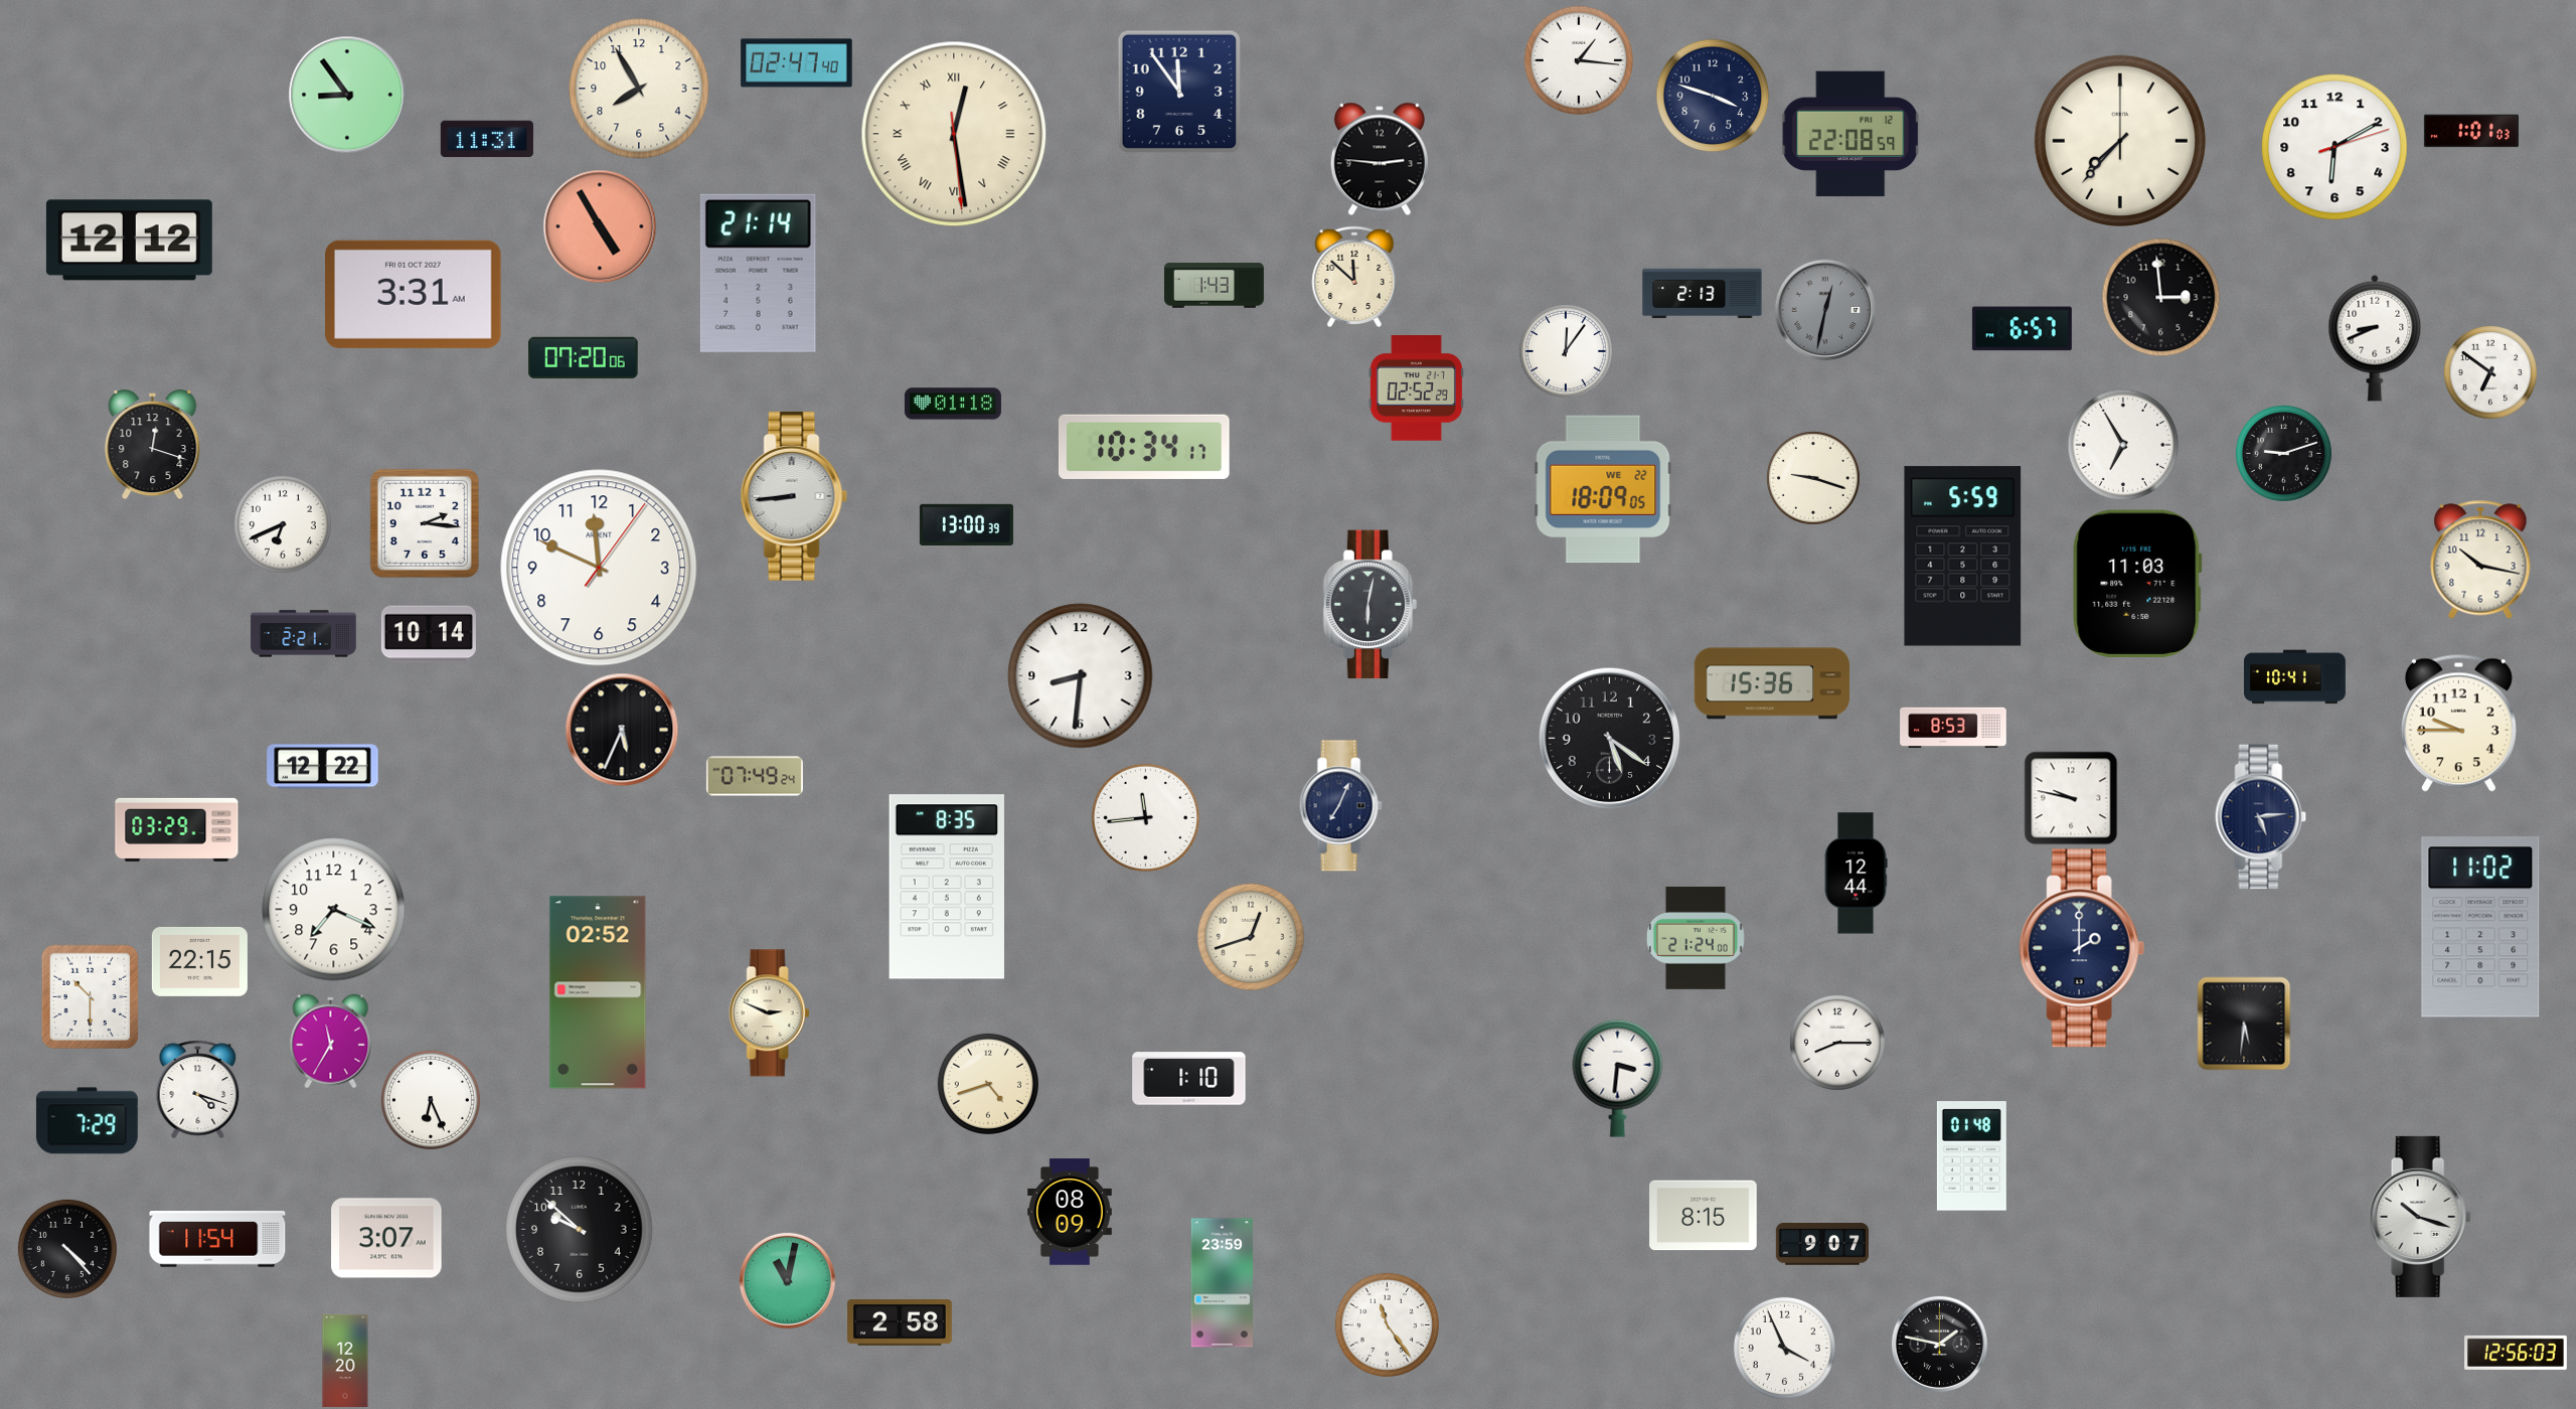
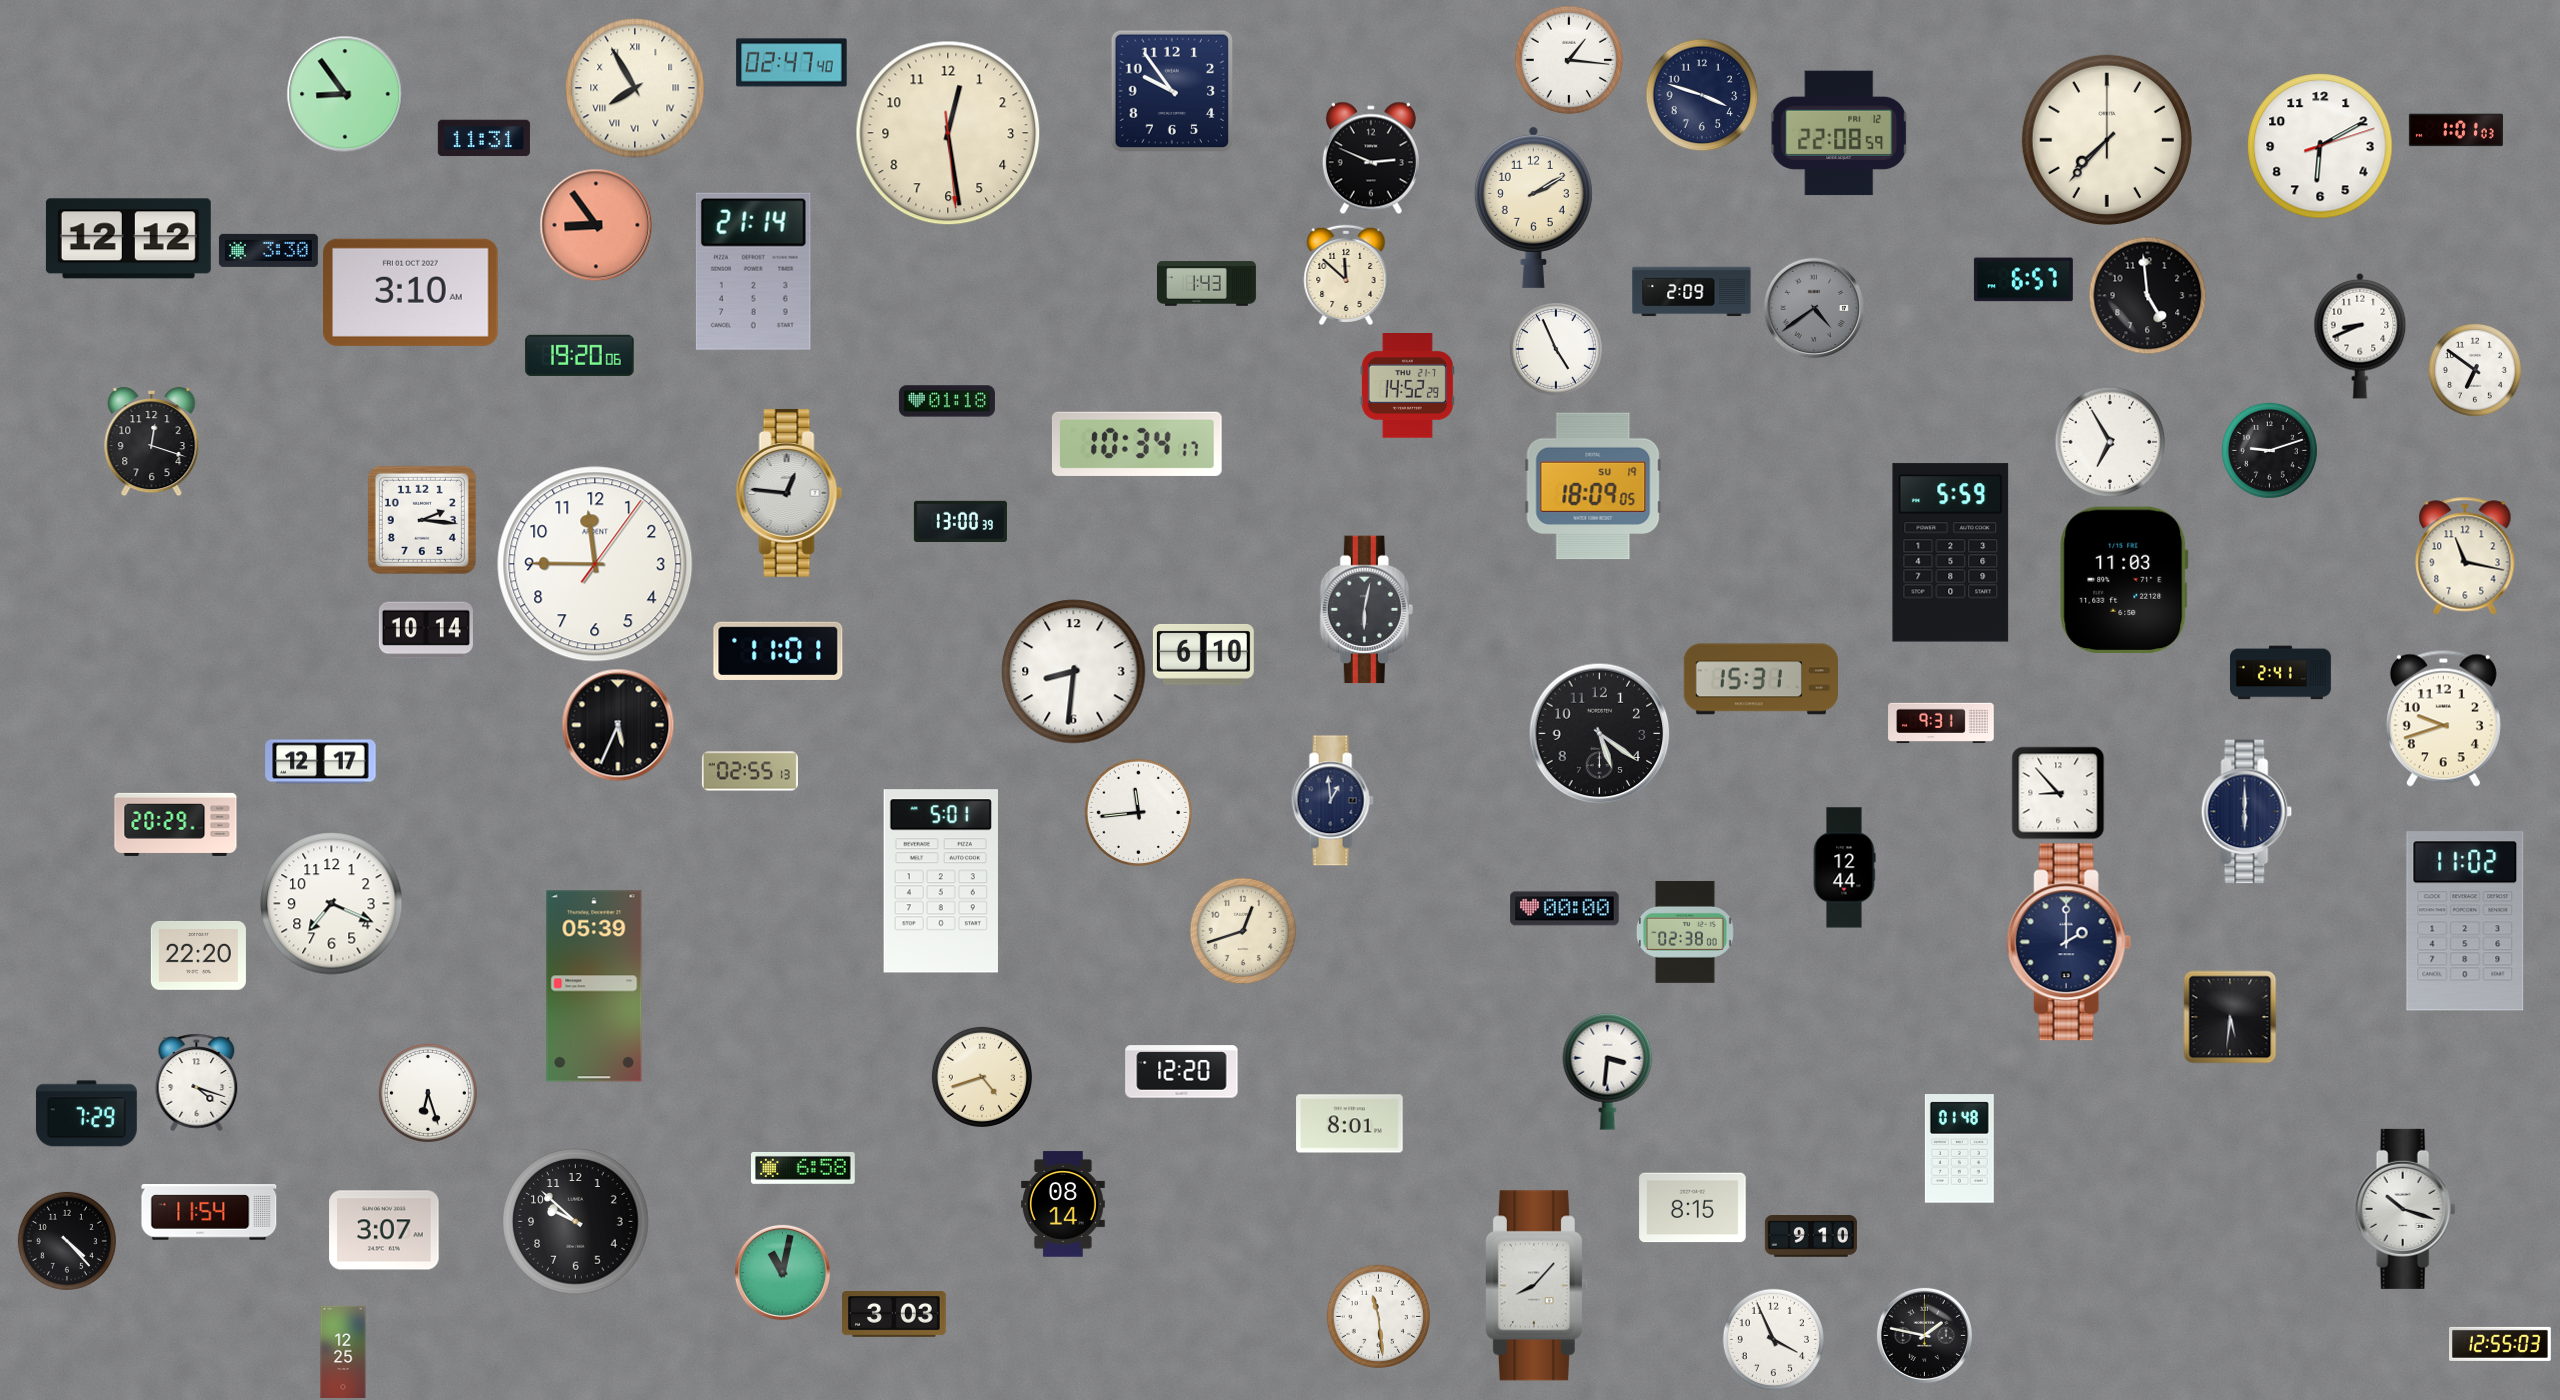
clock at (639, 89) numerals: Arabic -> Roman
clock at (1178, 92): 11:54 -> 9:54
clock at (954, 134) numerals: Roman -> Arabic
clock at (1380, 159): 2:46 -> 2:49
clock at (1533, 207): none -> 2:10
clock at (600, 226): 4:55 -> 8:54
clock at (268, 250): none -> 3:30
clock at (414, 294): 3:31 -> 3:10
clock at (1703, 294): 2:13 -> 2:09
clock at (2160, 297): 2:59 -> 4:59
clock at (1825, 310): 12:32 -> 4:39
clock at (2022, 329) position: (2022, 329) -> (2023, 280)
clock at (1566, 351): 12:06 -> 4:56
clock at (584, 357): 07:20 -> 19:20
clock at (1416, 388): 02:52 -> 14:52
clock at (1813, 478): 9:18 -> none
clock at (1603, 489) date: WE 22 -> SU 19
clock at (794, 496): 8:44 -> 12:46
clock at (283, 524): 6:41 -> none
clock at (2480, 560): 10:17 -> 11:17
clock at (599, 568): 11:49 -> 11:45
clock at (1370, 605) position: (1370, 605) -> (1366, 610)
clock at (304, 634): 2:21 -> none
clock at (778, 651): none -> 11:01
clock at (1203, 654): none -> 6:10
clock at (2294, 677): 10:41 -> 2:41
clock at (1772, 683): 15:36 -> 15:31
clock at (2458, 723): 9:45 -> 9:42
clock at (1953, 728): 8:53 -> 9:31
clock at (323, 767): 12:22 -> 12:17
clock at (755, 776): 07:49 -> 02:55
clock at (2071, 798): 9:47 -> 8:53
clock at (1340, 806): 7:04 -> 12:59
clock at (2261, 817): 5:14 -> 6:00
clock at (177, 829): 03:29 -> 20:29
clock at (947, 887): 8:35 -> 5:01
clock at (1565, 909): none -> 00:00
clock at (1696, 938): 21:24 -> 02:38
clock at (199, 961): 22:15 -> 22:20
clock at (598, 992): 02:52 -> 05:39
clock at (90, 996): 10:30 -> none
clock at (770, 1013): 2:49 -> none
clock at (331, 1041): 11:35 -> none
clock at (1837, 1043): 8:15 -> none
clock at (1189, 1079): 1:10 -> 12:20
clock at (431, 1100): 6:26 -> 6:27
clock at (1350, 1124): none -> 8:01
clock at (804, 1168): none -> 6:58
clock at (1071, 1212): 08:09 -> 08:14
clock at (217, 1239) position: (217, 1239) -> (209, 1212)
clock at (1822, 1244): 9:07 -> 9:10
clock at (1222, 1283): 23:59 -> none
clock at (1536, 1286): none -> 8:07
clock at (900, 1323): 2:58 -> 3:03
clock at (1387, 1324): 11:24 -> 11:29
clock at (1939, 1344) position: (1939, 1344) -> (1924, 1335)
clock at (2517, 1353): 12:56 -> 12:55
clock at (345, 1360): 12:20 -> 12:25
